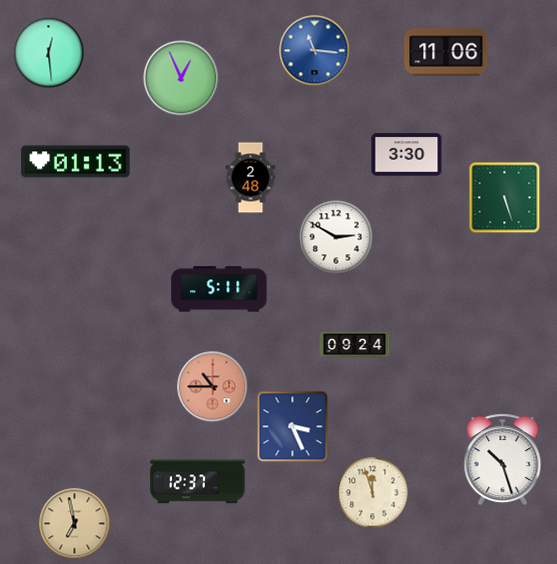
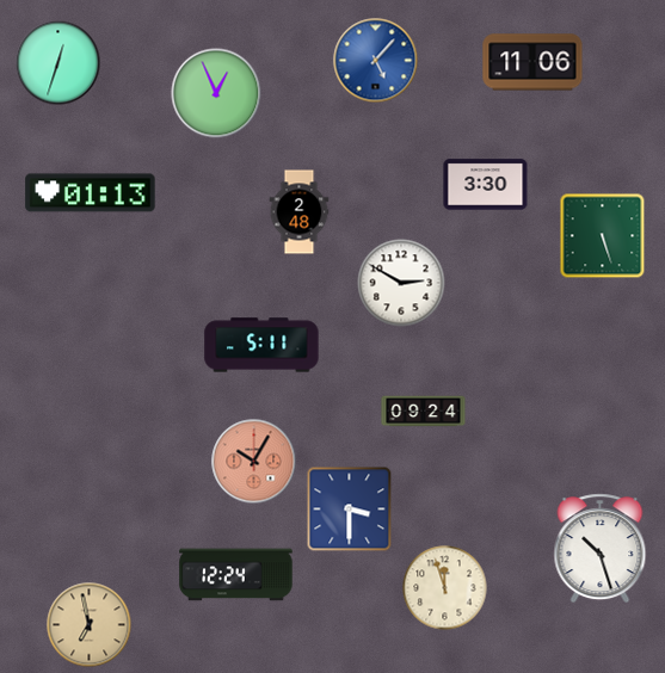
clock at (315, 51): 11:16 -> 5:07
clock at (49, 53): 12:29 -> 12:33
clock at (213, 387): 10:45 -> 10:05
clock at (293, 427): 3:26 -> 3:30
clock at (198, 482): 12:37 -> 12:24
